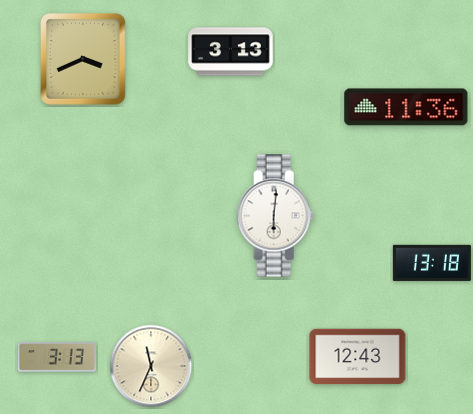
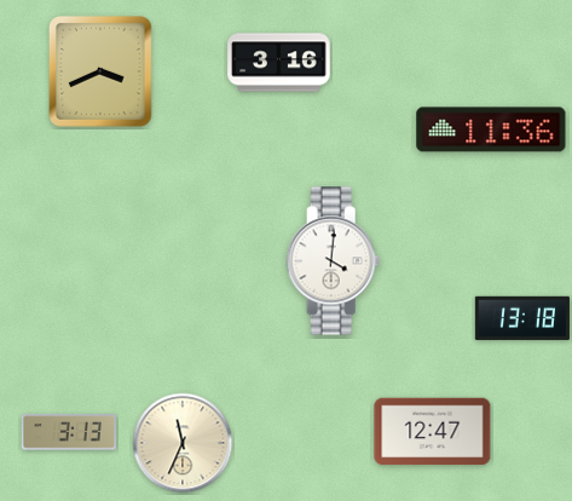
clock at (231, 52): 3:13 -> 3:16
clock at (276, 216): 6:01 -> 4:01
clock at (358, 357): 12:43 -> 12:47
